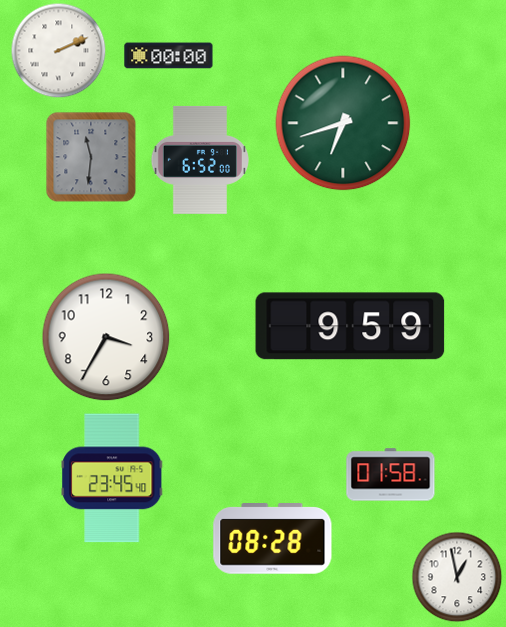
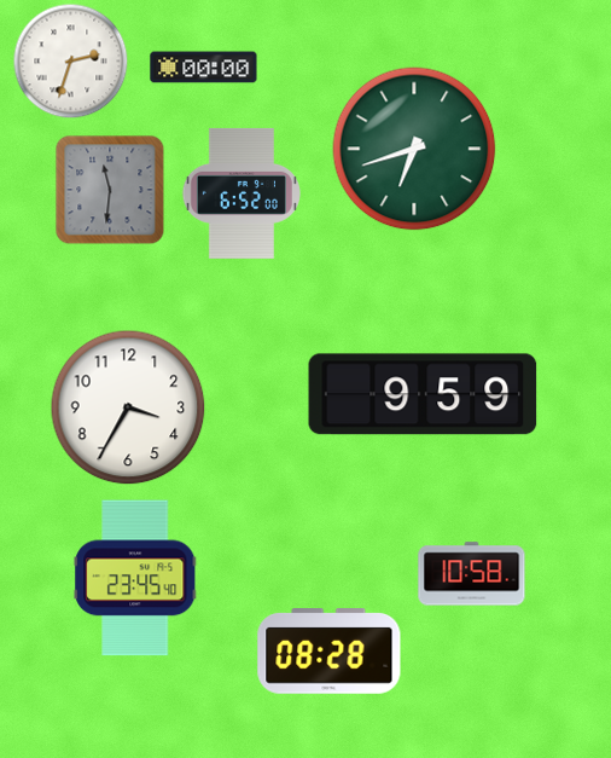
clock at (59, 51): 2:11 -> 2:33
clock at (391, 475): 01:58 -> 10:58
clock at (457, 577): 12:58 -> none
